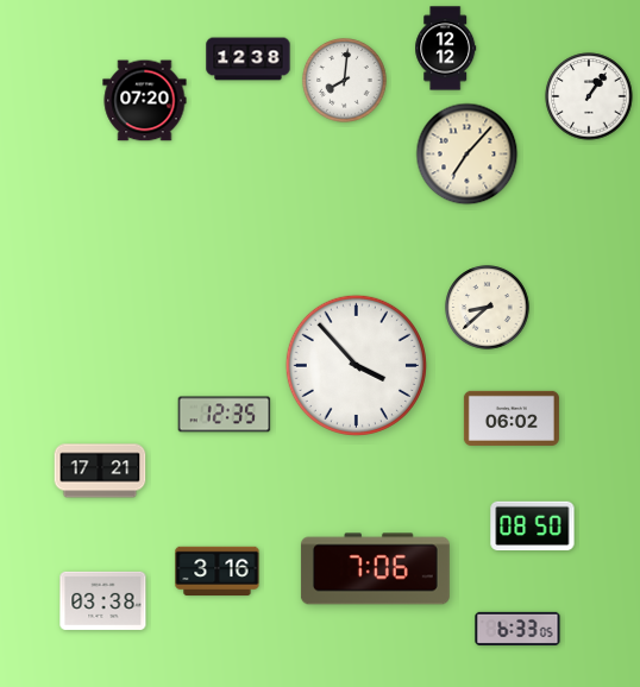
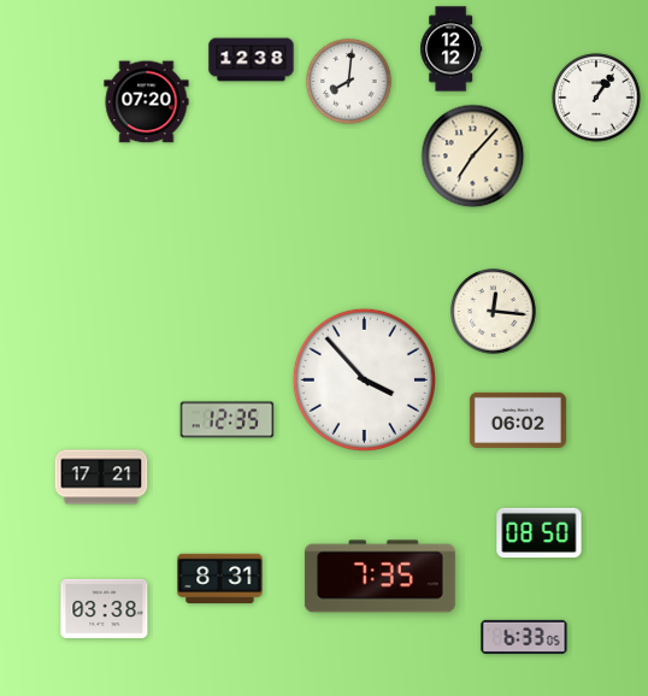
clock at (488, 308): 8:38 -> 12:16
clock at (356, 365) position: (356, 365) -> (364, 379)
clock at (512, 418) position: (512, 418) -> (518, 420)
clock at (375, 569): 7:06 -> 7:35
clock at (218, 572): 3:16 -> 8:31
